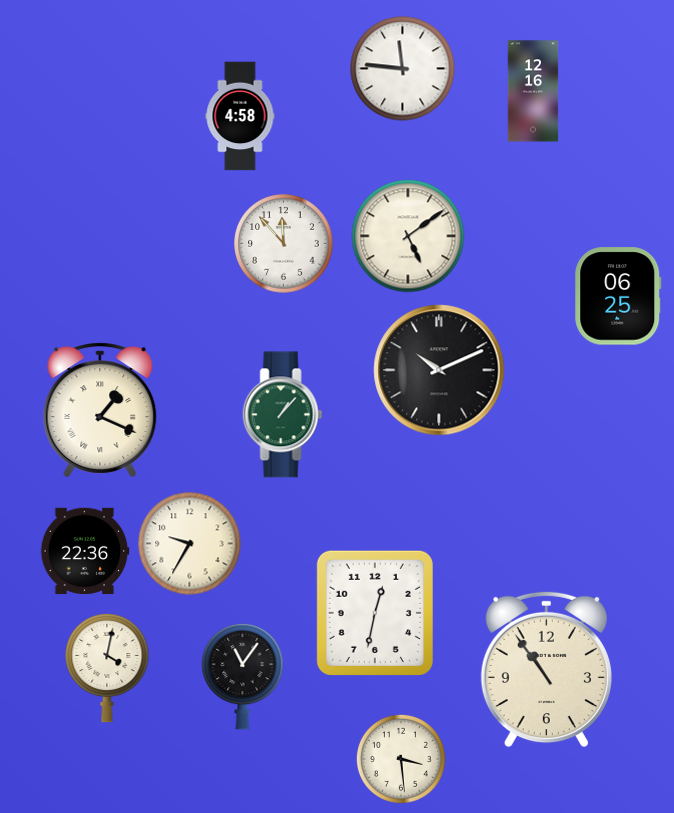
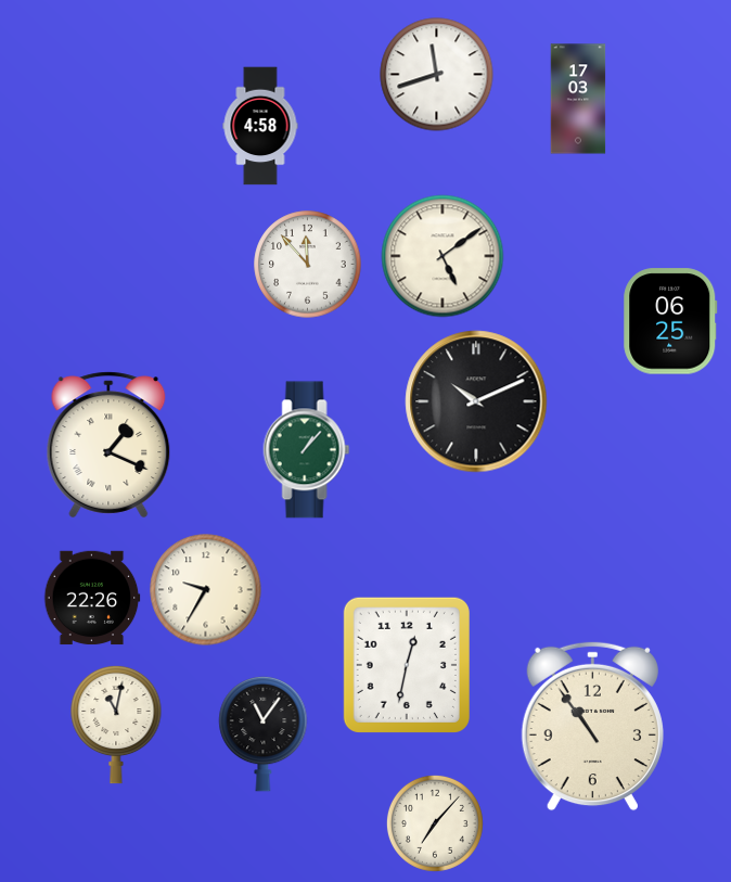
clock at (403, 69): 11:46 -> 11:42
clock at (533, 91): 12:16 -> 17:03
clock at (85, 551): 22:36 -> 22:26
clock at (107, 668): 4:02 -> 11:02
clock at (401, 759): 3:29 -> 7:07
